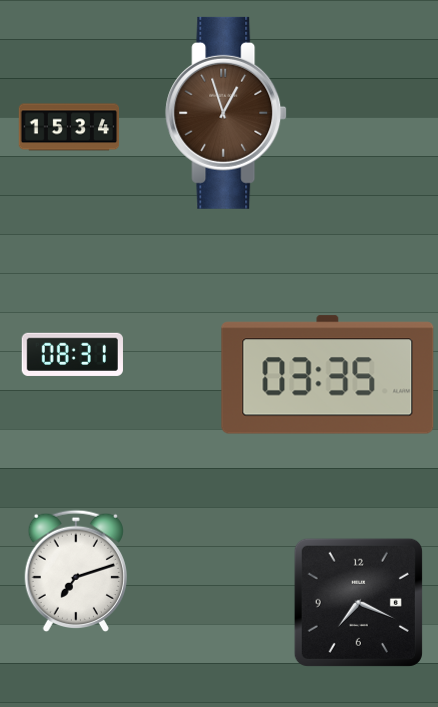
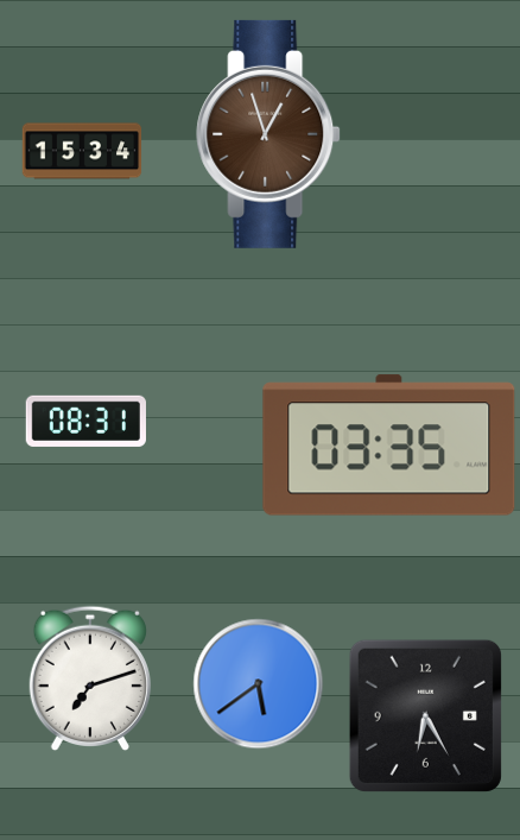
clock at (259, 684): none -> 5:39
clock at (358, 602): 7:19 -> 6:25
